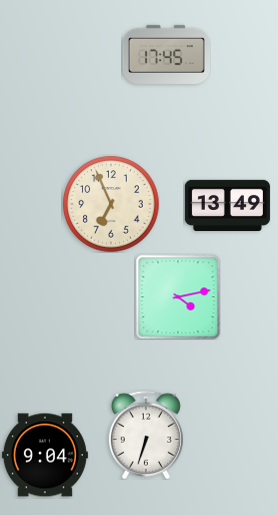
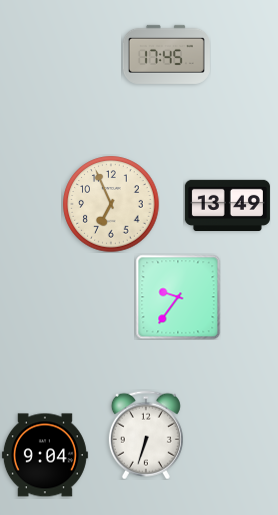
clock at (178, 297): 4:13 -> 9:36
